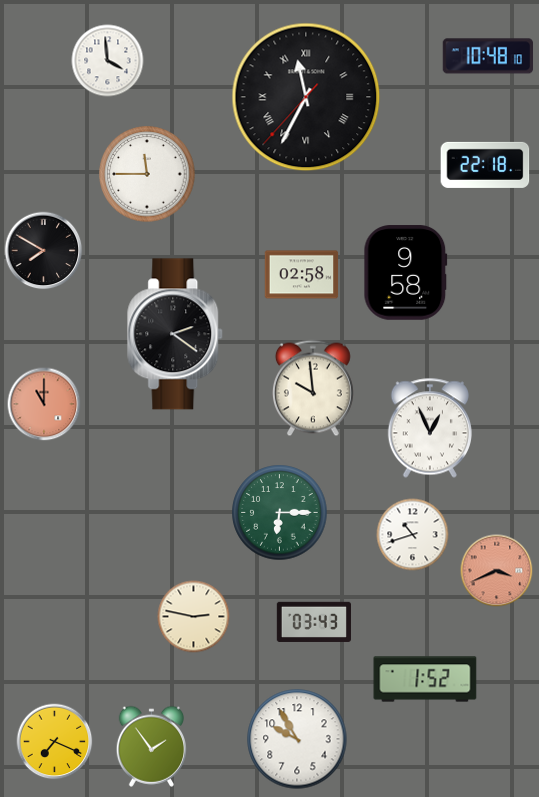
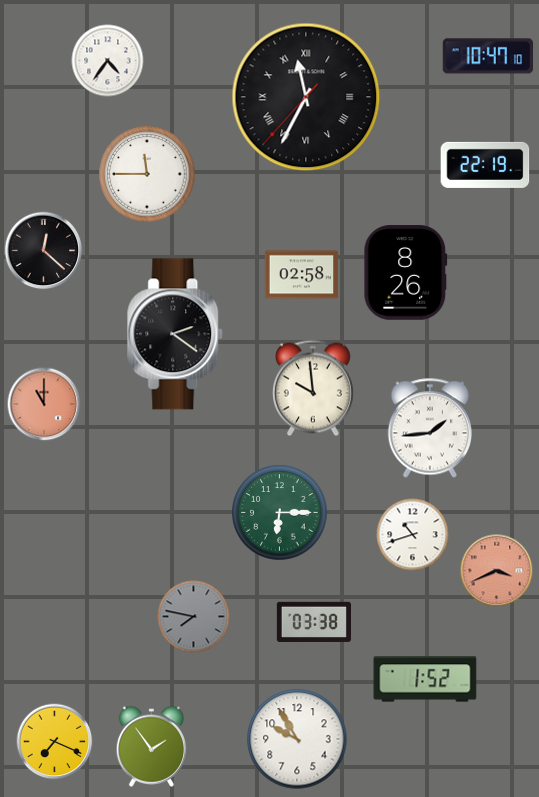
clock at (487, 56): 10:48 -> 10:47
clock at (108, 61): 3:59 -> 4:36
clock at (485, 165): 22:18 -> 22:19
clock at (44, 251): 7:50 -> 12:22
clock at (406, 273): 9:58 -> 8:26
clock at (429, 428): 12:56 -> 1:44
clock at (194, 617): 2:47 -> 7:47
clock at (194, 617) dial: cream -> grey
clock at (313, 622): 03:43 -> 03:38
